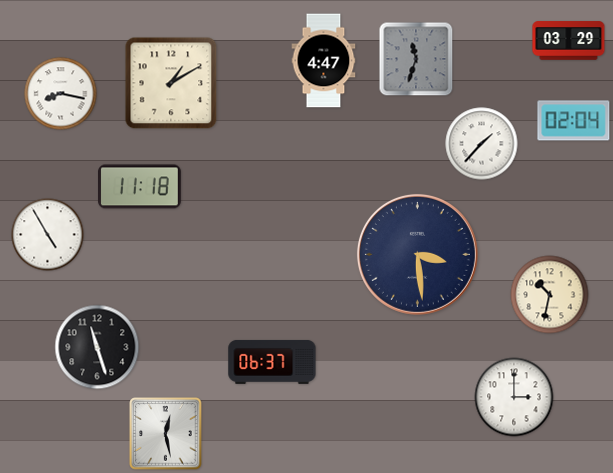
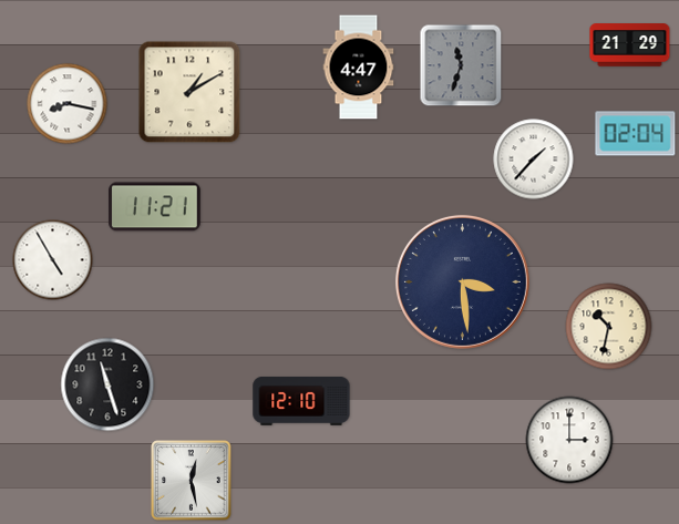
clock at (569, 41): 03:29 -> 21:29
clock at (140, 187): 11:18 -> 11:21
clock at (272, 362): 06:37 -> 12:10
clock at (166, 434) position: (166, 434) -> (192, 481)
